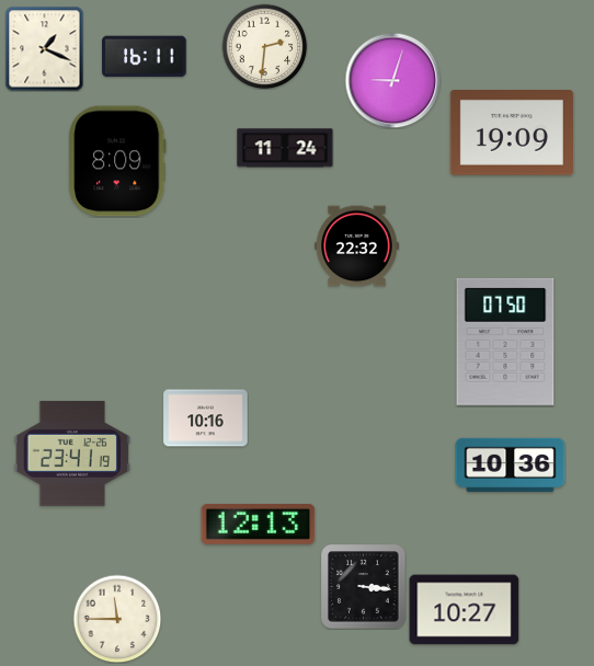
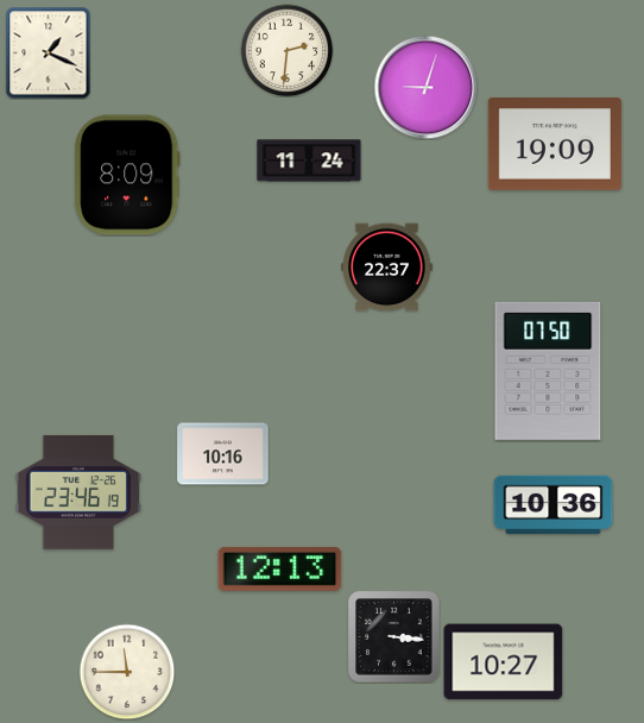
clock at (145, 57): 16:11 -> none
clock at (357, 246): 22:32 -> 22:37
clock at (72, 453): 23:41 -> 23:46
